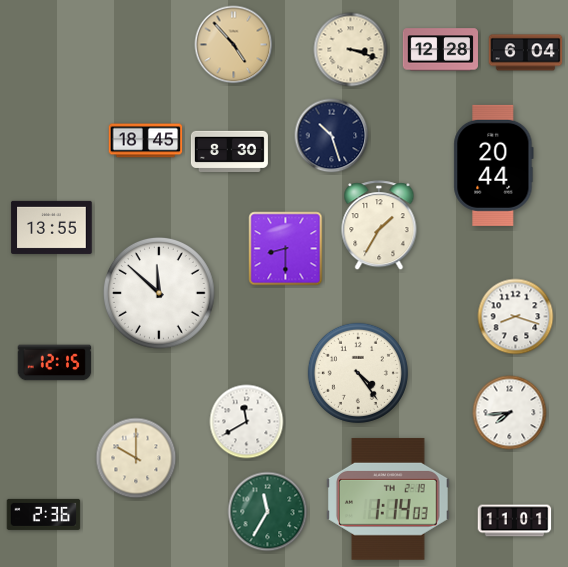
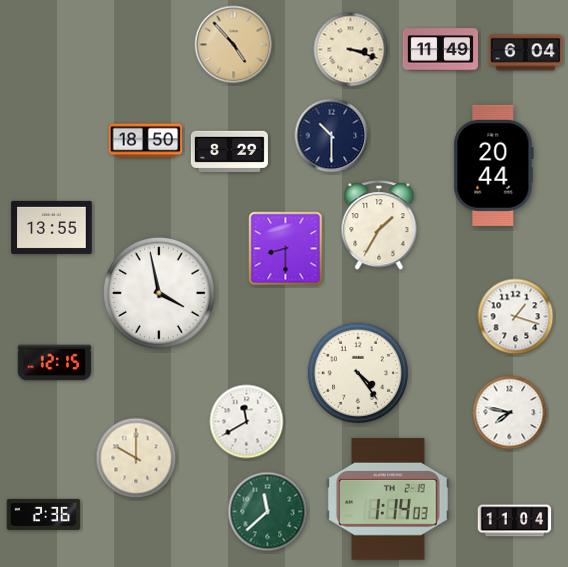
clock at (440, 50): 12:28 -> 11:49
clock at (332, 136): 10:27 -> 10:30
clock at (146, 141): 18:45 -> 18:50
clock at (229, 151): 8:30 -> 8:29
clock at (159, 293): 11:52 -> 3:58
clock at (516, 317): 8:18 -> 1:18
clock at (510, 413): 7:44 -> 7:47
clock at (268, 512): 11:35 -> 11:38
clock at (515, 521): 11:01 -> 11:04
